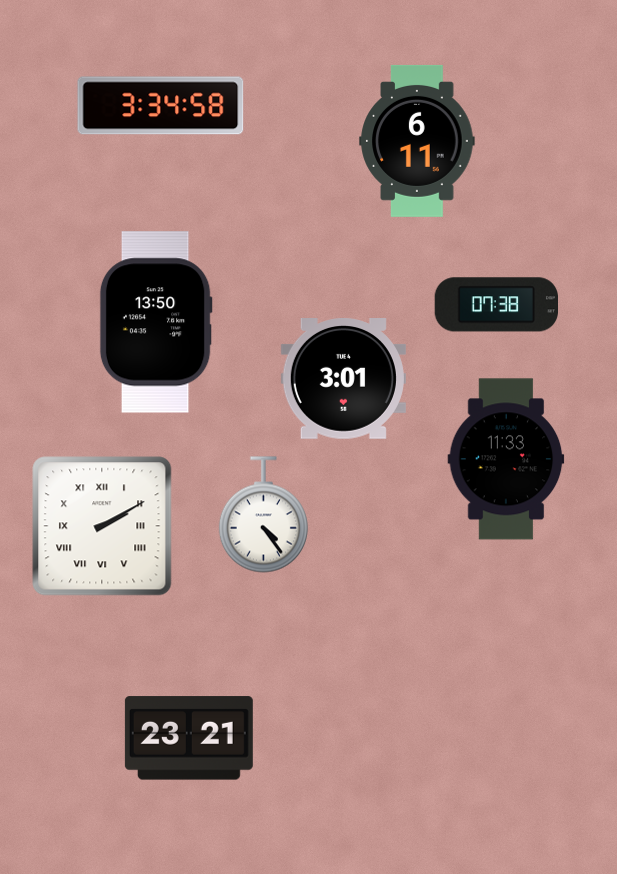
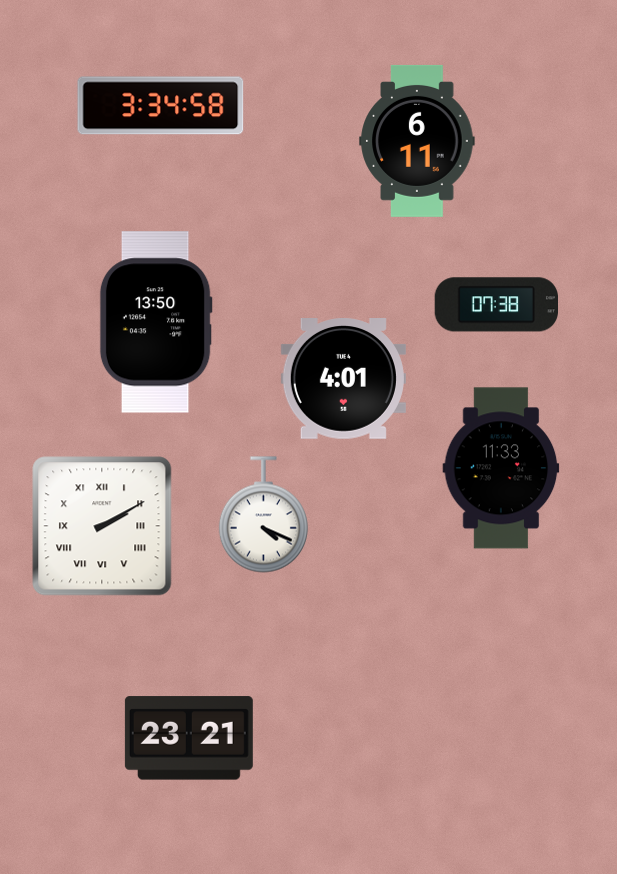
clock at (343, 379): 3:01 -> 4:01
clock at (506, 459) position: (506, 459) -> (501, 468)
clock at (263, 515): 4:24 -> 4:19
